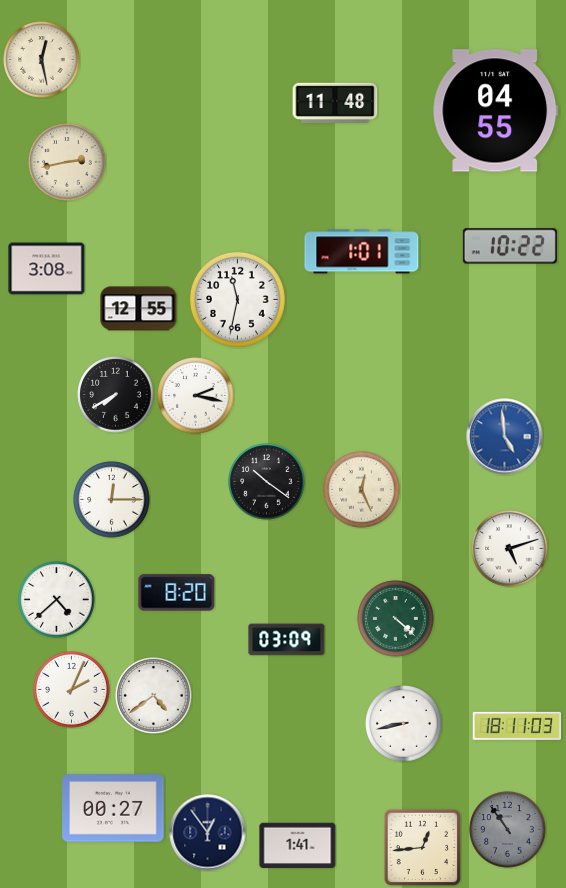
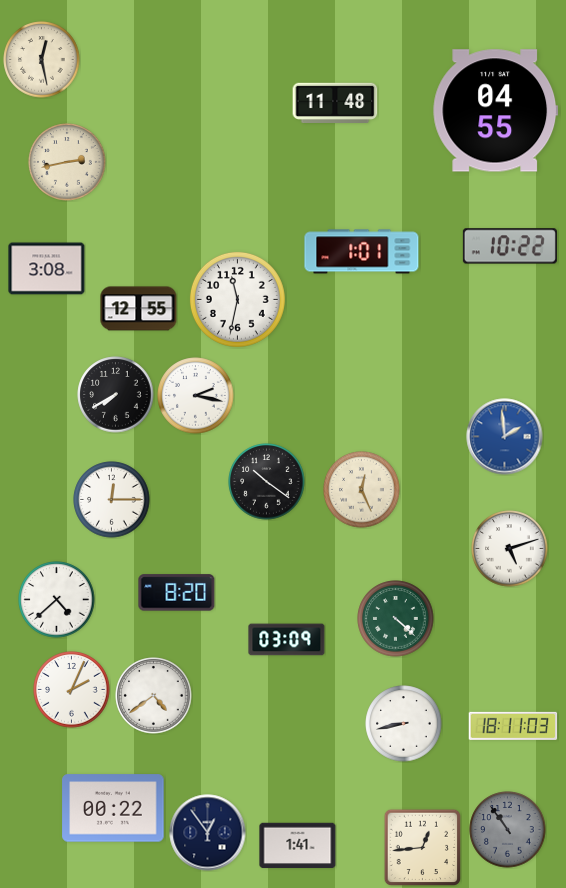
clock at (505, 437): 4:59 -> 1:59
clock at (517, 726) position: (517, 726) -> (513, 726)
clock at (113, 808): 00:27 -> 00:22
